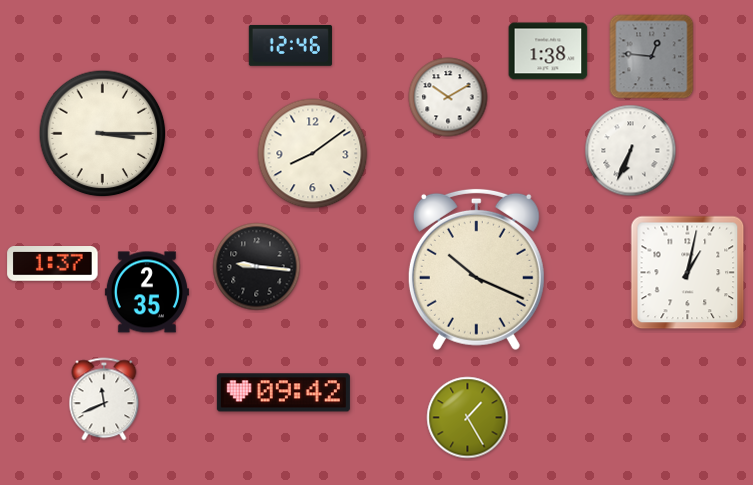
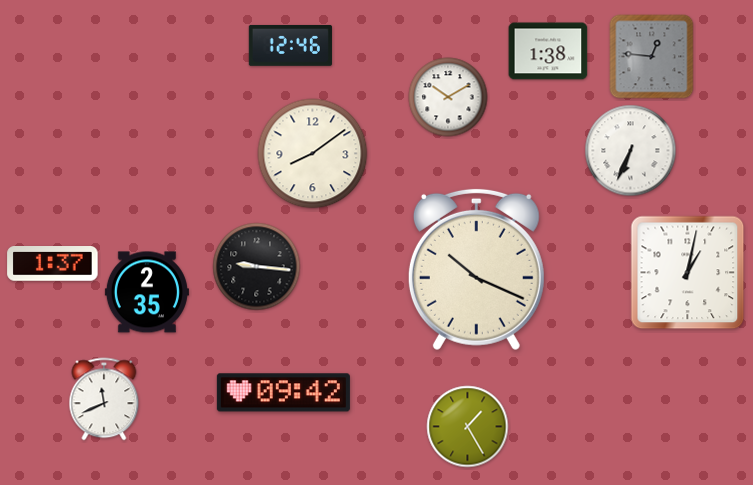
clock at (103, 134): 3:15 -> none
clock at (468, 418) position: (468, 418) -> (468, 427)
